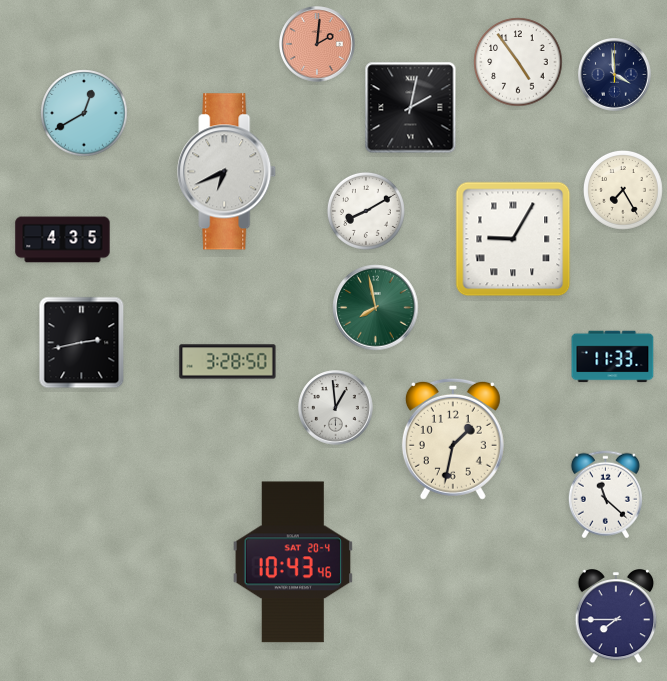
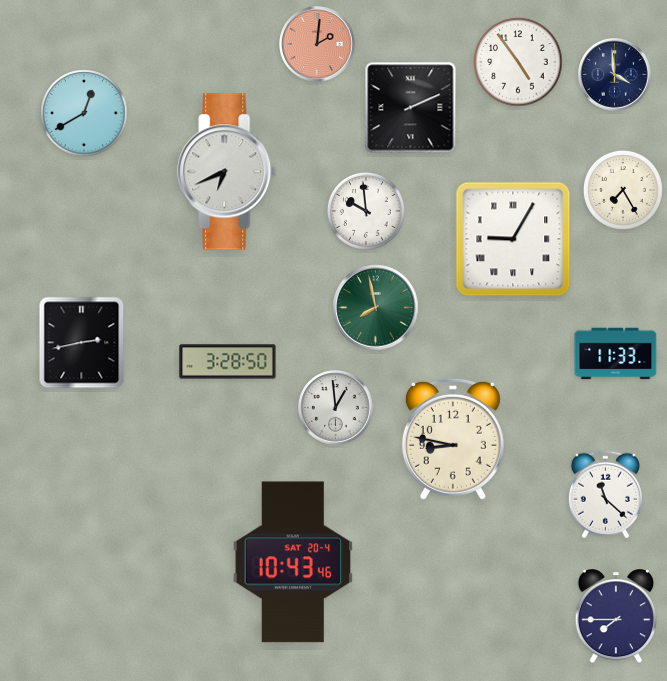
clock at (411, 108): 2:02 -> 2:11
clock at (366, 211): 8:10 -> 9:59
clock at (63, 240): 4:35 -> none
clock at (613, 357) position: (613, 357) -> (616, 354)
clock at (453, 439): 1:32 -> 8:47
